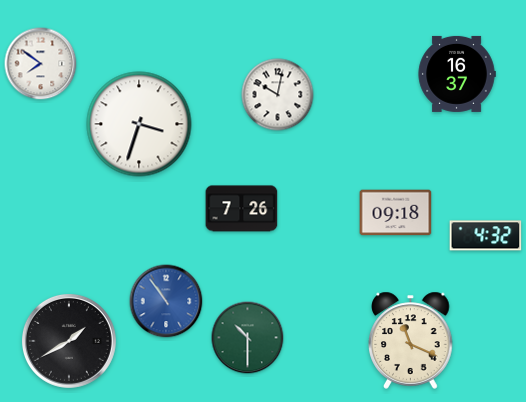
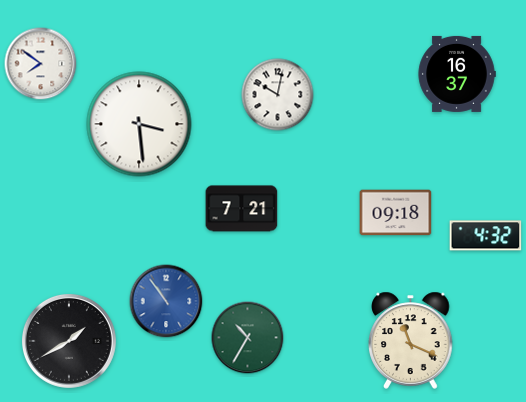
clock at (139, 124): 3:33 -> 3:29
clock at (242, 209): 7:26 -> 7:21
clock at (248, 338): 10:30 -> 10:35
